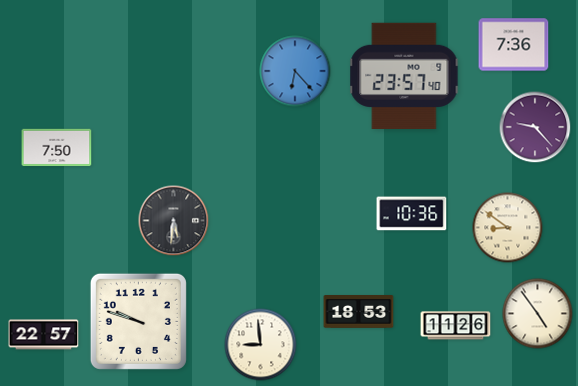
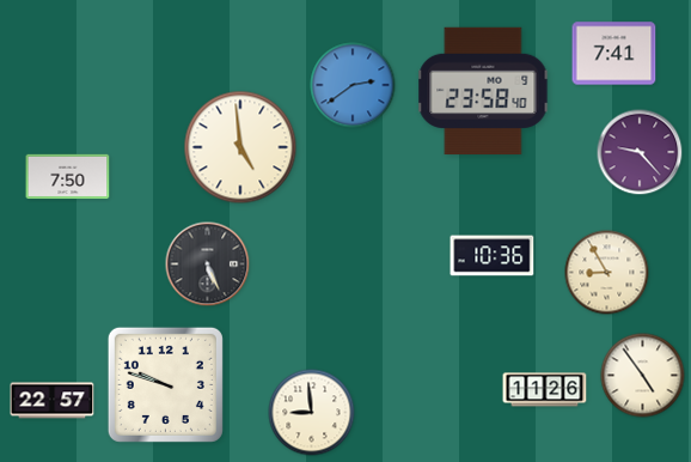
clock at (514, 45): 7:36 -> 7:41
clock at (295, 71): 6:23 -> 2:39
clock at (404, 76): 23:57 -> 23:58
clock at (240, 147): none -> 4:59
clock at (174, 221): 5:31 -> 5:26
clock at (508, 228): 8:51 -> 8:55
clock at (359, 312): 18:53 -> none
